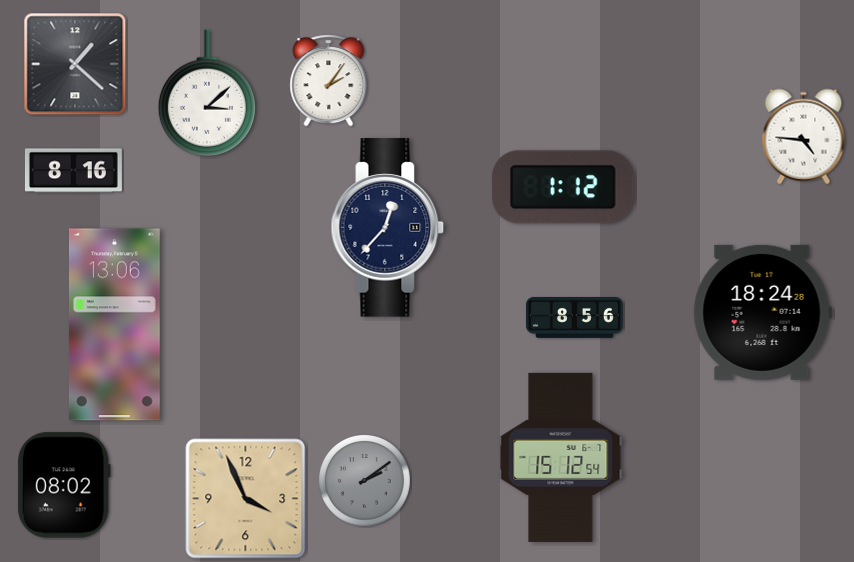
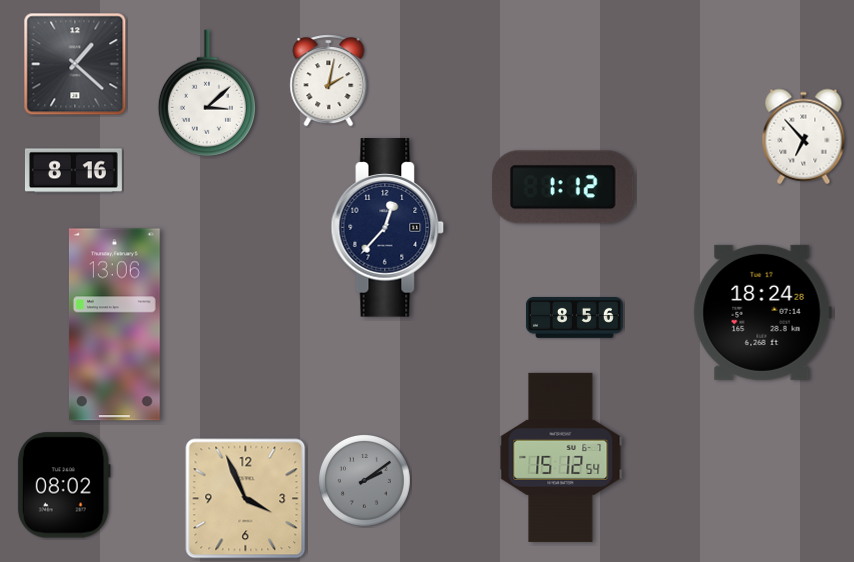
clock at (329, 81): 2:06 -> 2:02
clock at (804, 137): 4:46 -> 6:53
